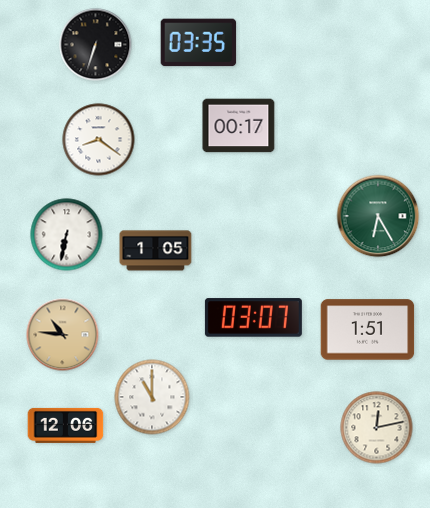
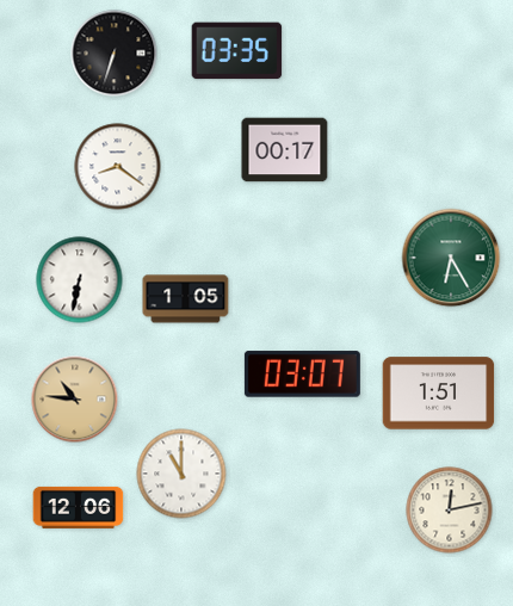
clock at (253, 318) position: (253, 318) -> (302, 375)
